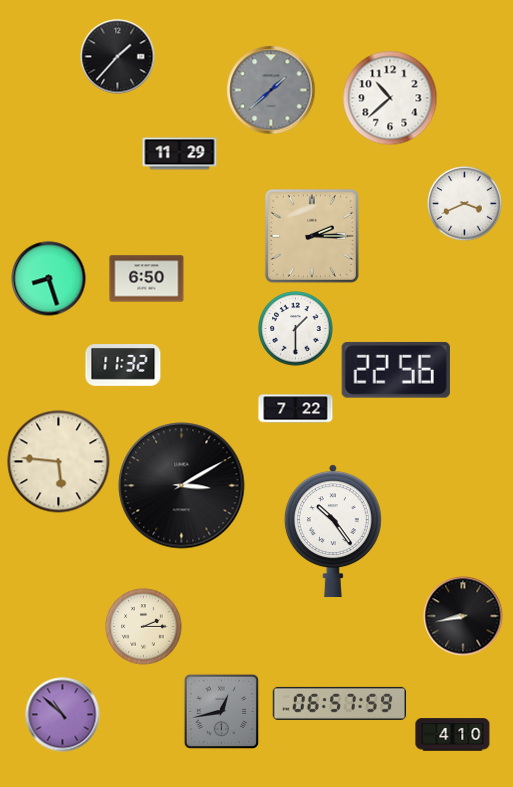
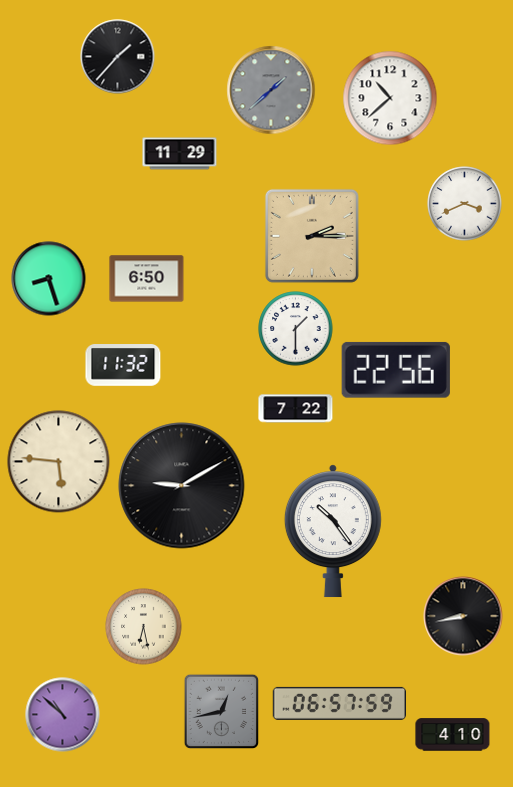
clock at (182, 486): 3:10 -> 9:10
clock at (144, 627): 2:15 -> 6:28
